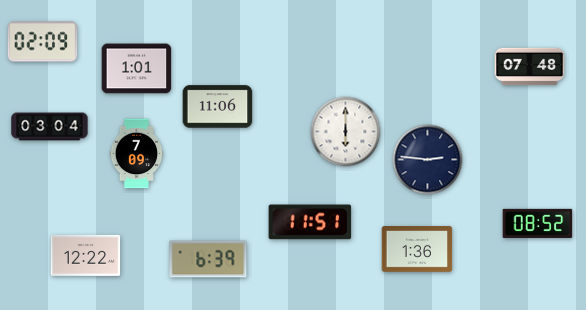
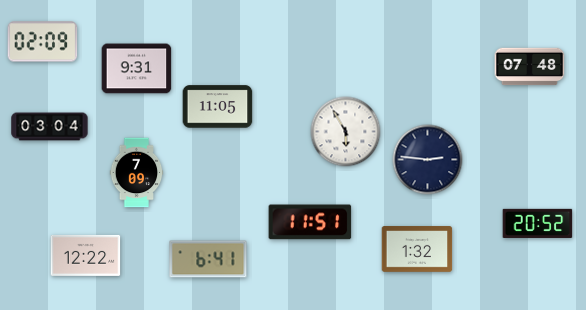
clock at (137, 69): 1:01 -> 9:31
clock at (218, 107): 11:06 -> 11:05
clock at (346, 132): 6:00 -> 5:55
clock at (137, 154) position: (137, 154) -> (137, 173)
clock at (538, 223): 08:52 -> 20:52
clock at (417, 249): 1:36 -> 1:32
clock at (208, 259): 6:39 -> 6:41
